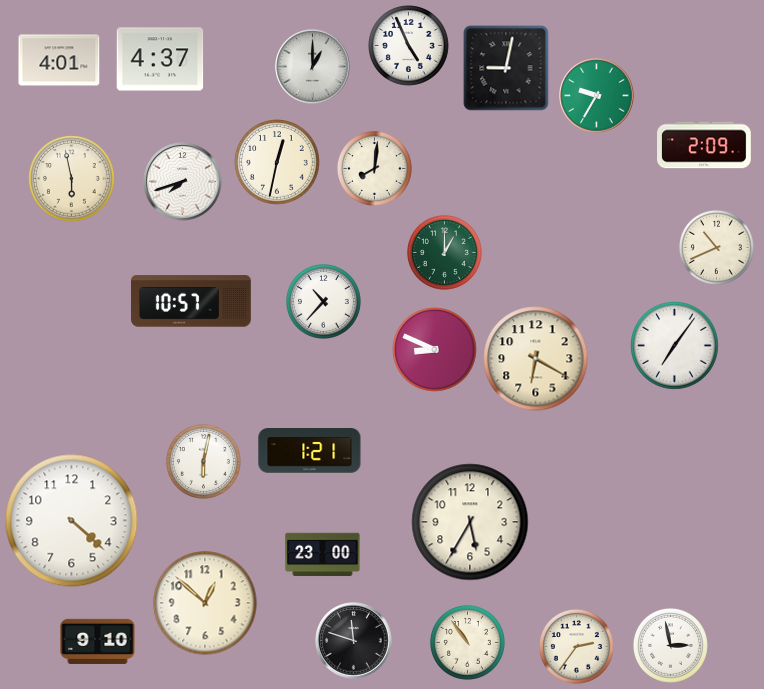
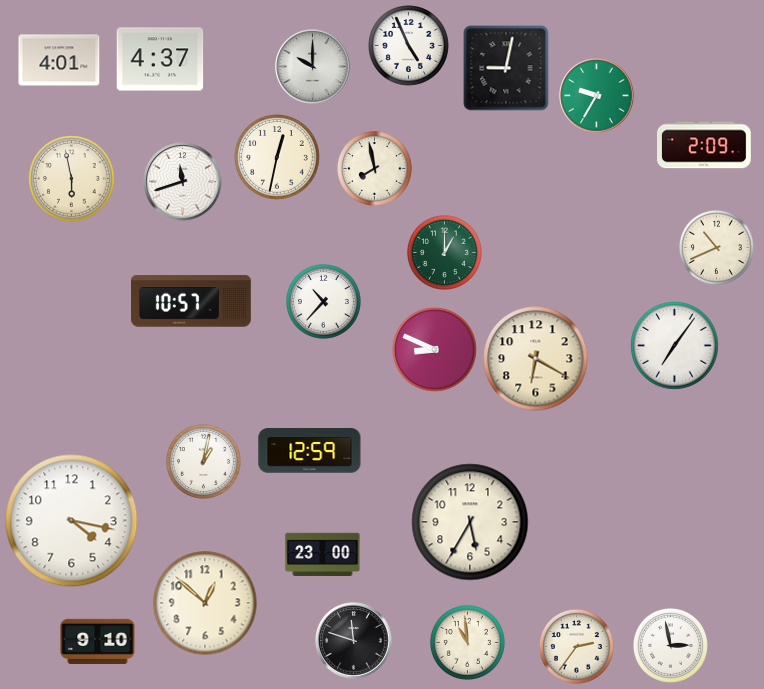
clock at (313, 67): 1:00 -> 10:00
clock at (277, 162) position: (277, 162) -> (277, 157)
clock at (374, 168): 8:01 -> 7:58
clock at (183, 182): 7:42 -> 11:42
clock at (310, 451): 1:21 -> 12:59
clock at (203, 461): 6:02 -> 1:02
clock at (72, 521): 4:22 -> 4:17
clock at (467, 642): 10:54 -> 10:59
